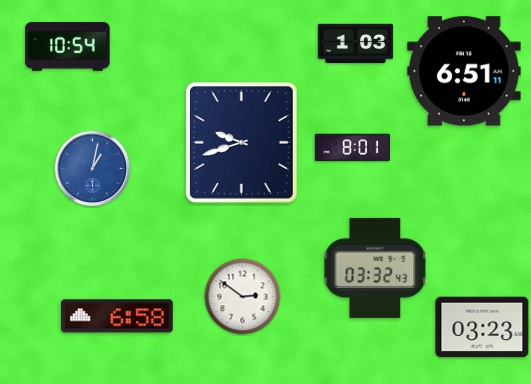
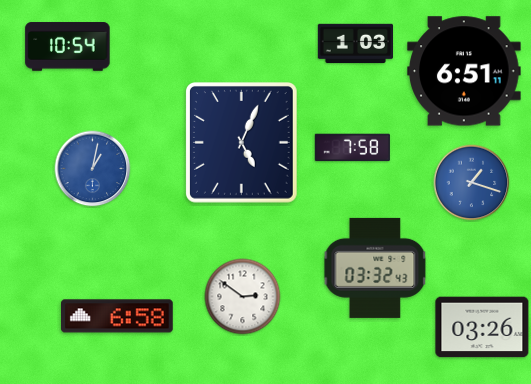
clock at (242, 143): 9:42 -> 5:04
clock at (352, 148): 8:01 -> 7:58
clock at (472, 183): none -> 1:18
clock at (482, 327): 03:23 -> 03:26
